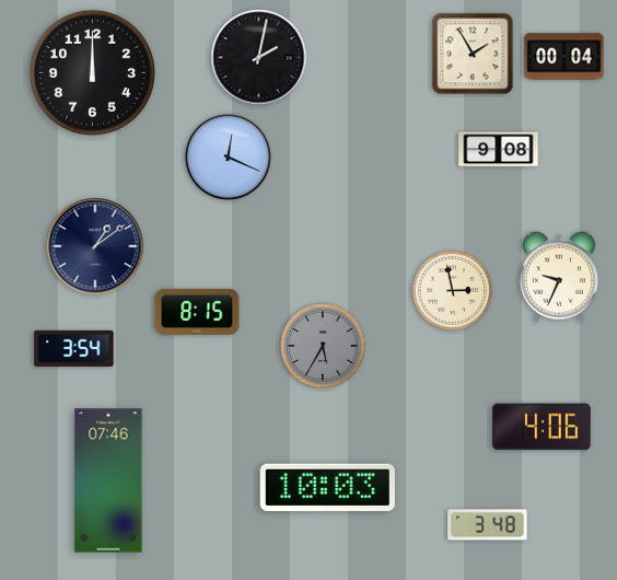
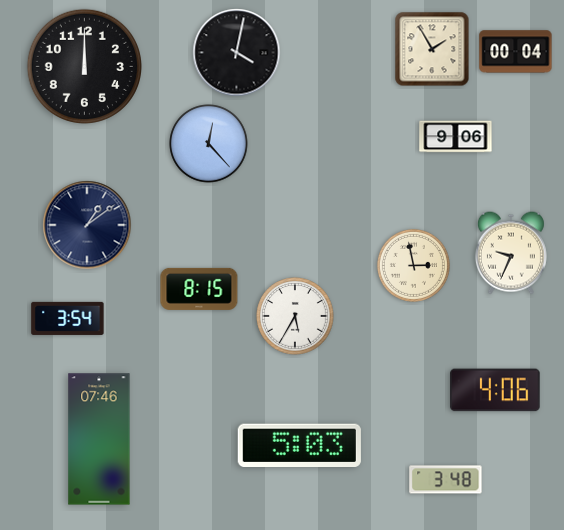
clock at (259, 58): 2:02 -> 4:02
clock at (499, 150): 9:08 -> 9:06
clock at (229, 158): 12:19 -> 12:23
clock at (197, 312) position: (197, 312) -> (199, 289)
clock at (323, 346) dial: grey -> white
clock at (327, 487): 10:03 -> 5:03
